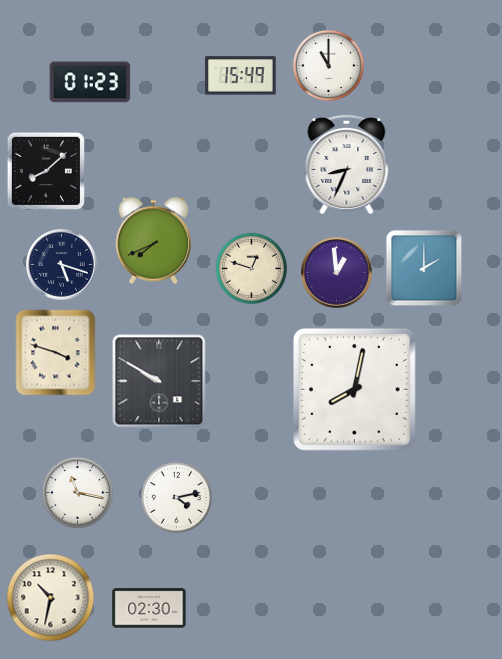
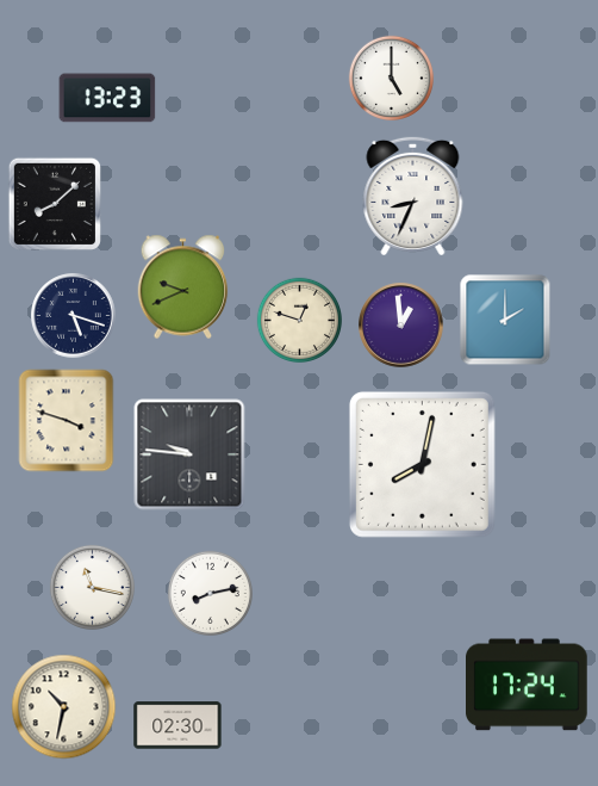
clock at (328, 65): 11:00 -> 5:00
clock at (241, 76): 15:49 -> none
clock at (90, 82): 01:23 -> 13:23
clock at (154, 241): 7:41 -> 9:41
clock at (159, 381): 9:50 -> 9:46
clock at (176, 497): 4:13 -> 8:13
clock at (527, 685): none -> 17:24
clock at (51, 598) position: (51, 598) -> (64, 707)
